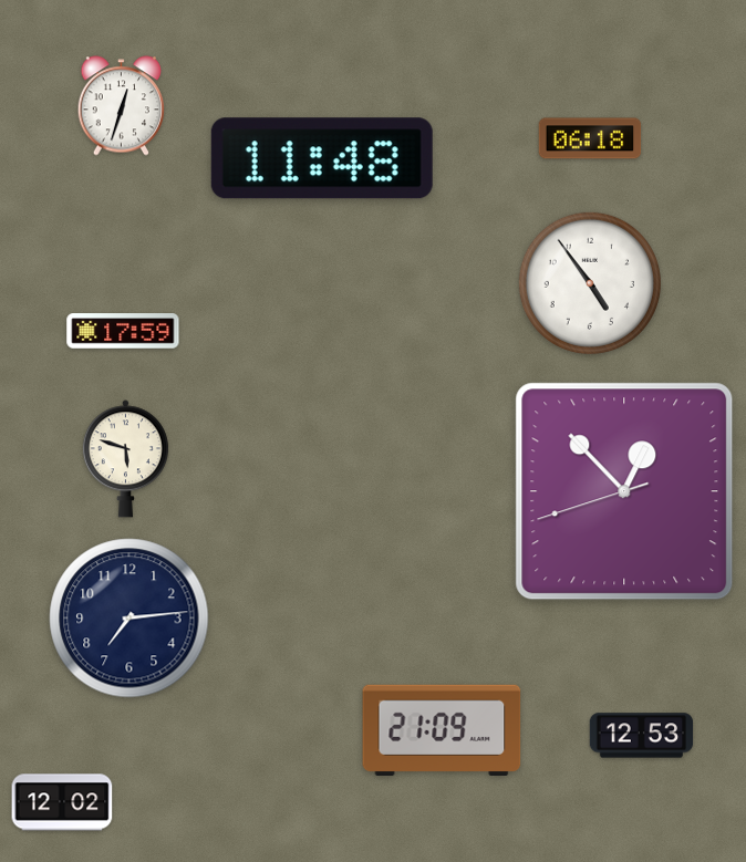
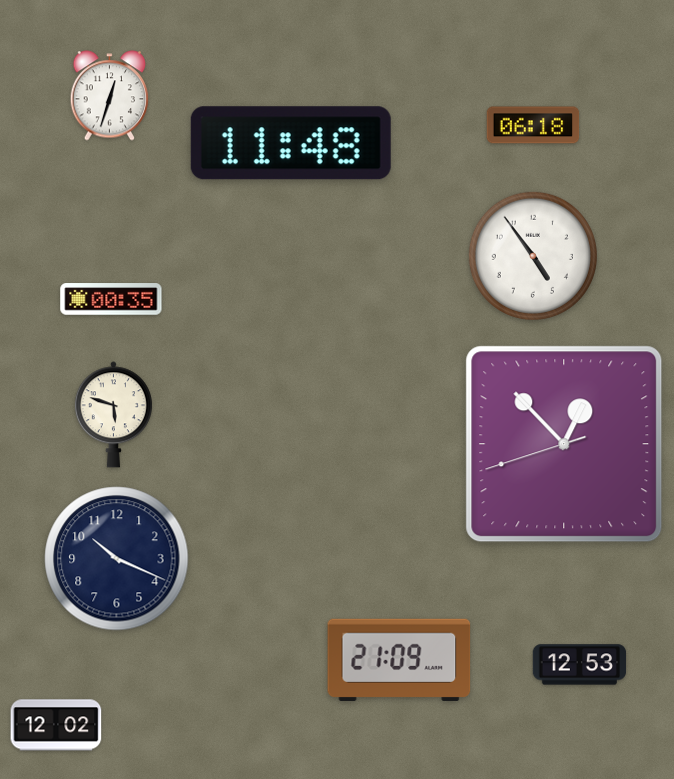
clock at (123, 331): 17:59 -> 00:35
clock at (129, 619): 7:14 -> 10:19
